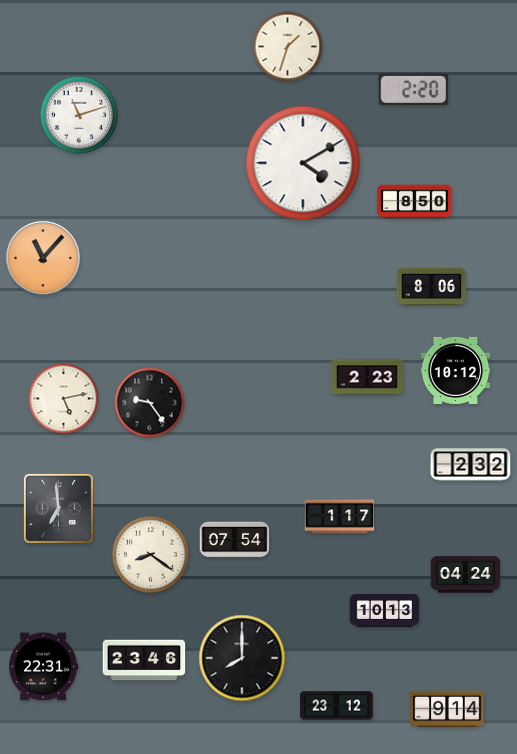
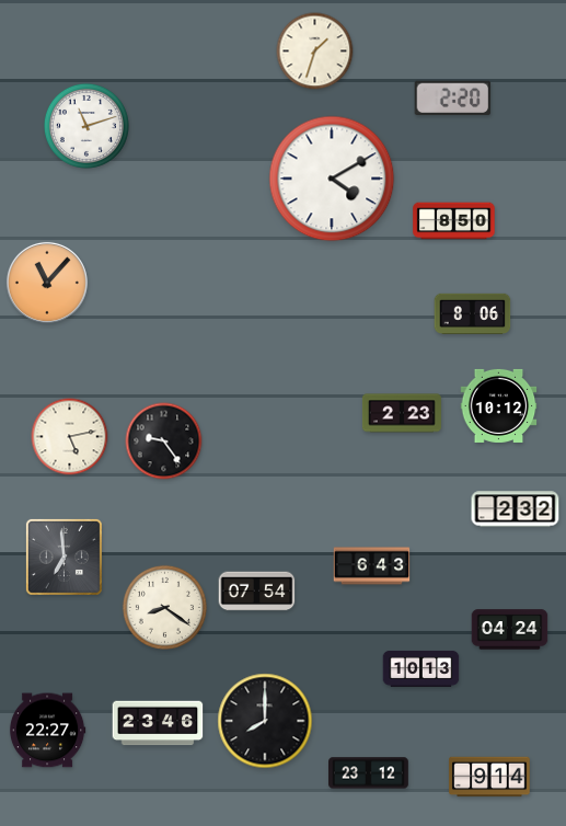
clock at (340, 517): 1:17 -> 6:43
clock at (43, 667): 22:31 -> 22:27
